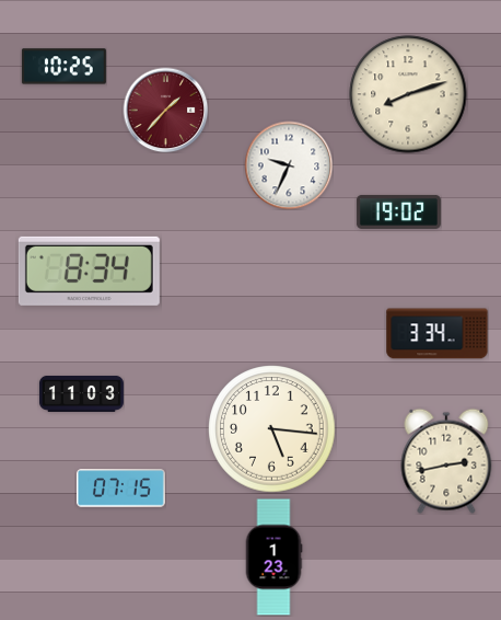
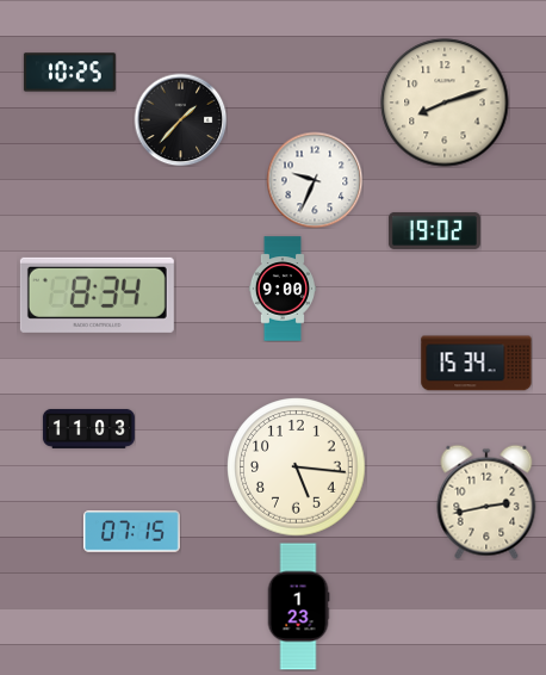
clock at (165, 110) dial: burgundy -> black
clock at (281, 289): none -> 9:00
clock at (438, 334): 3:34 -> 15:34
